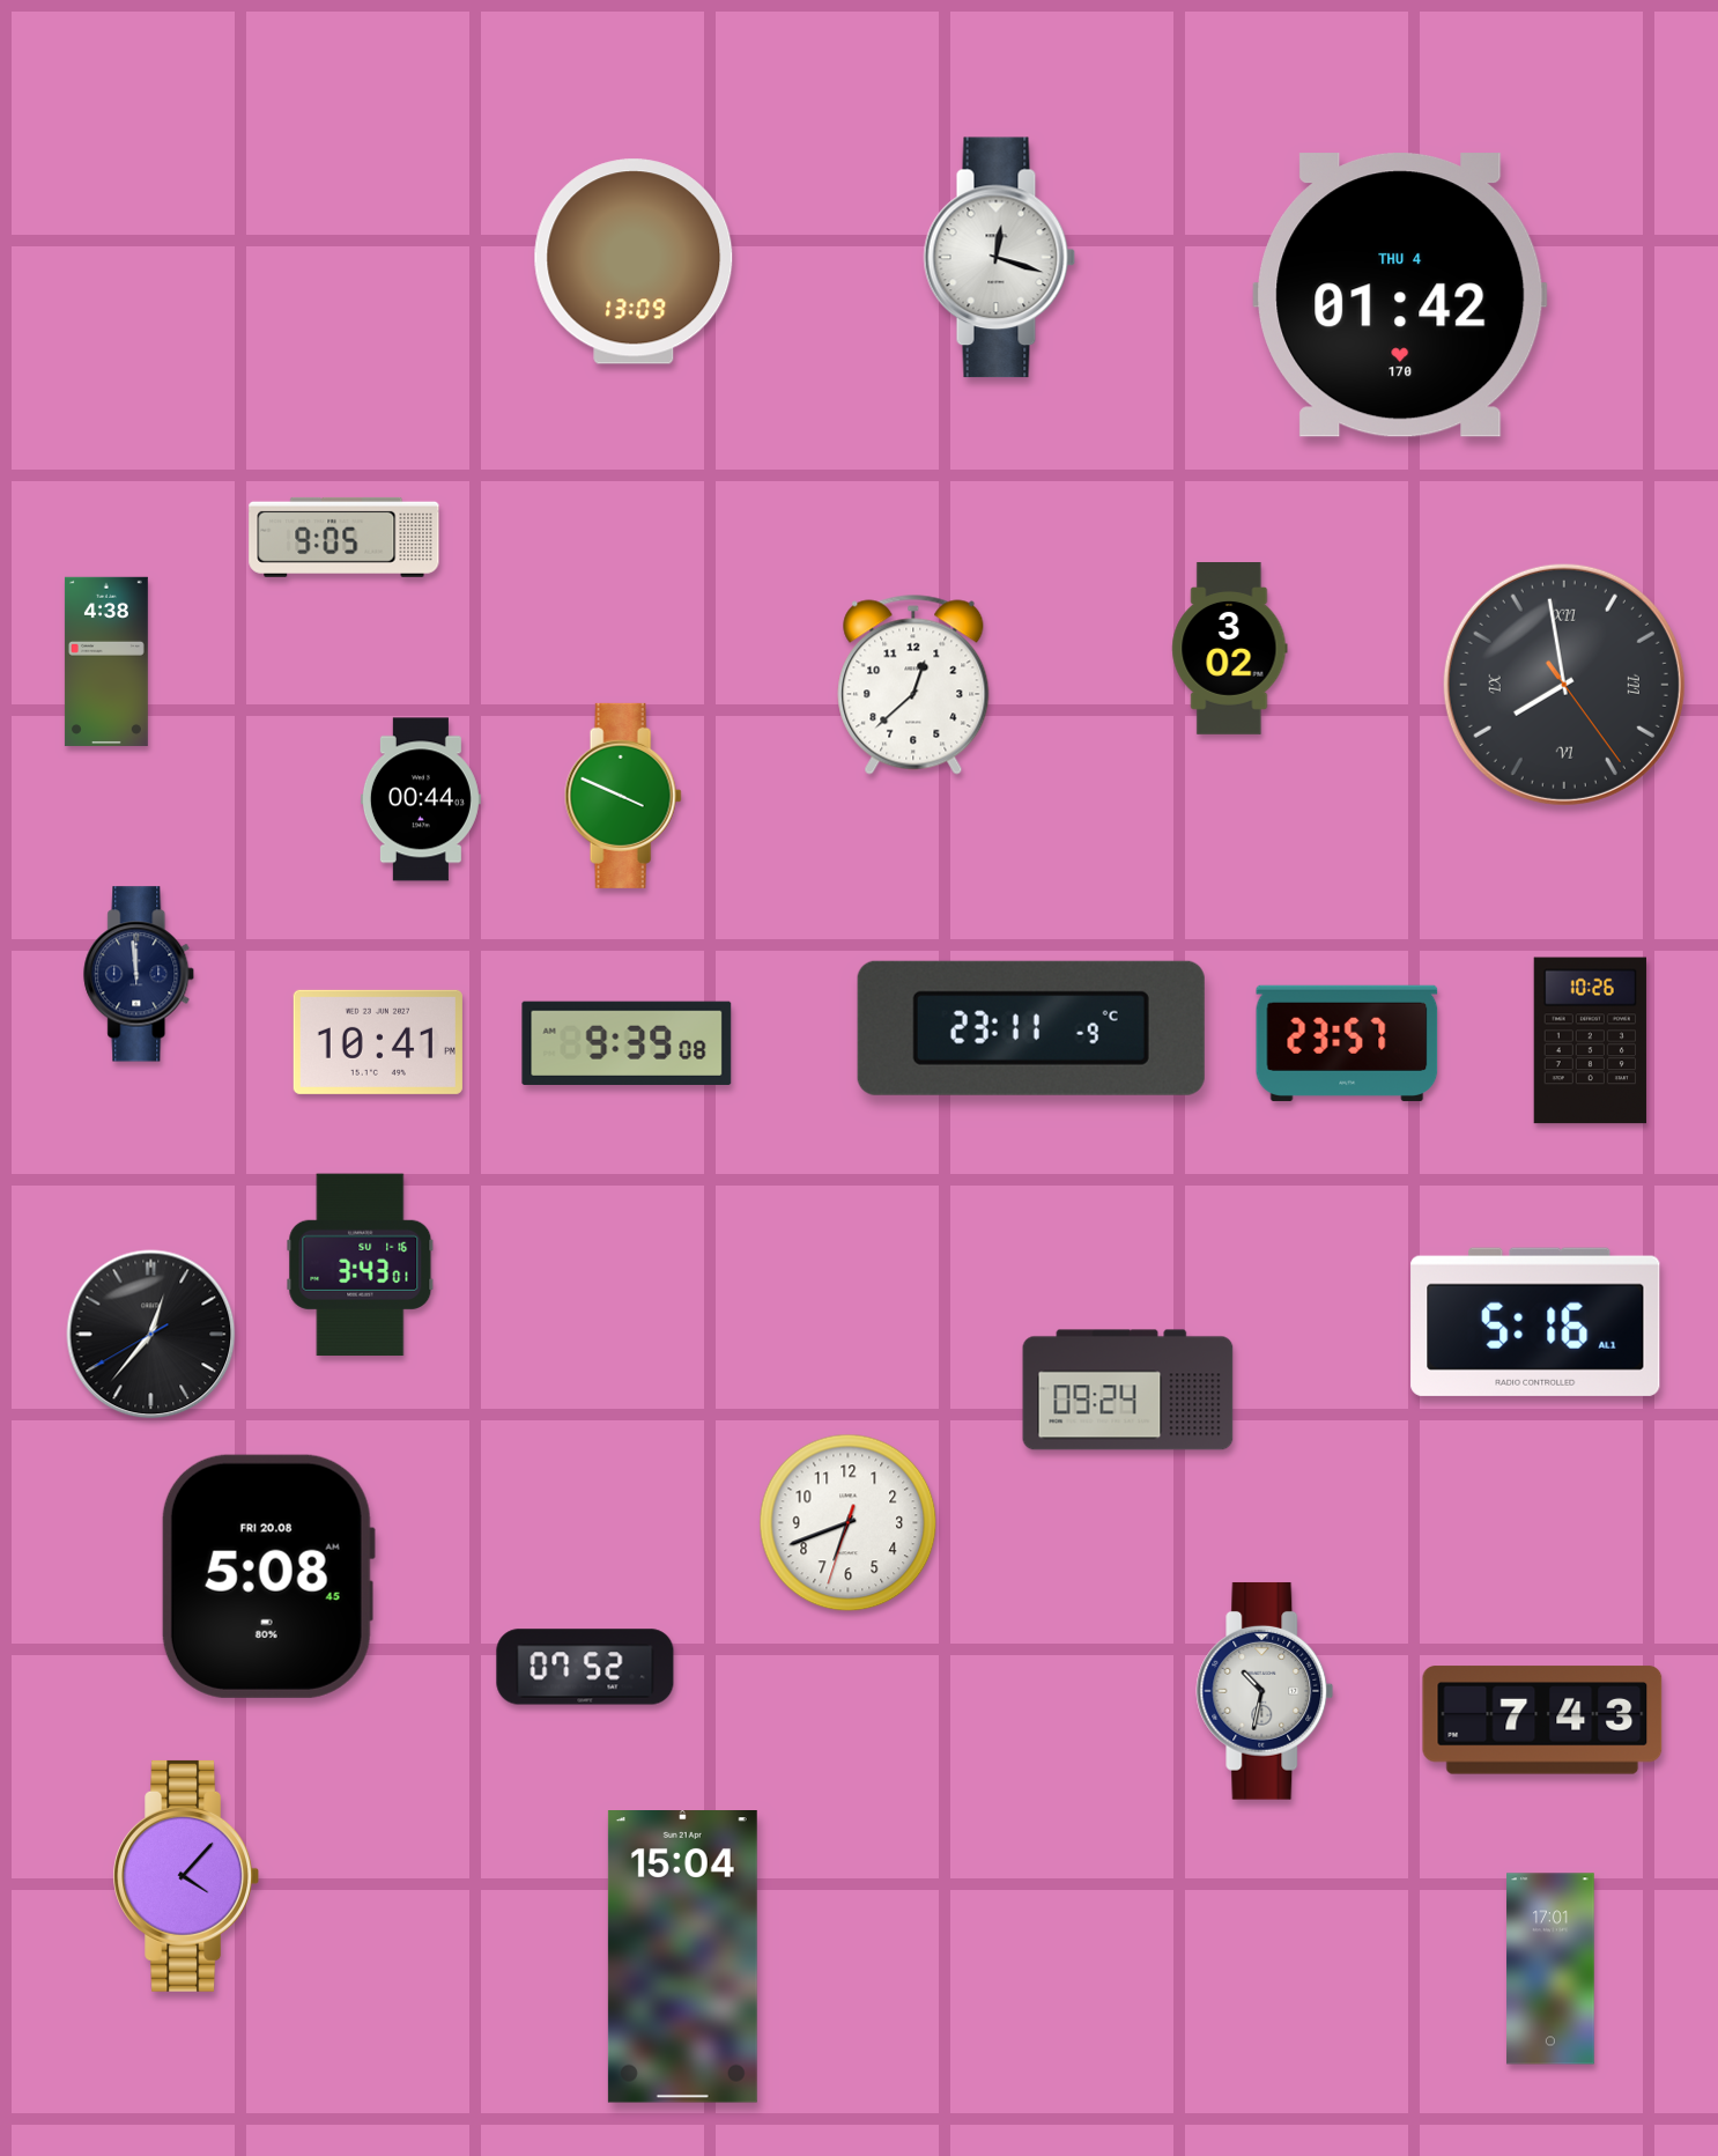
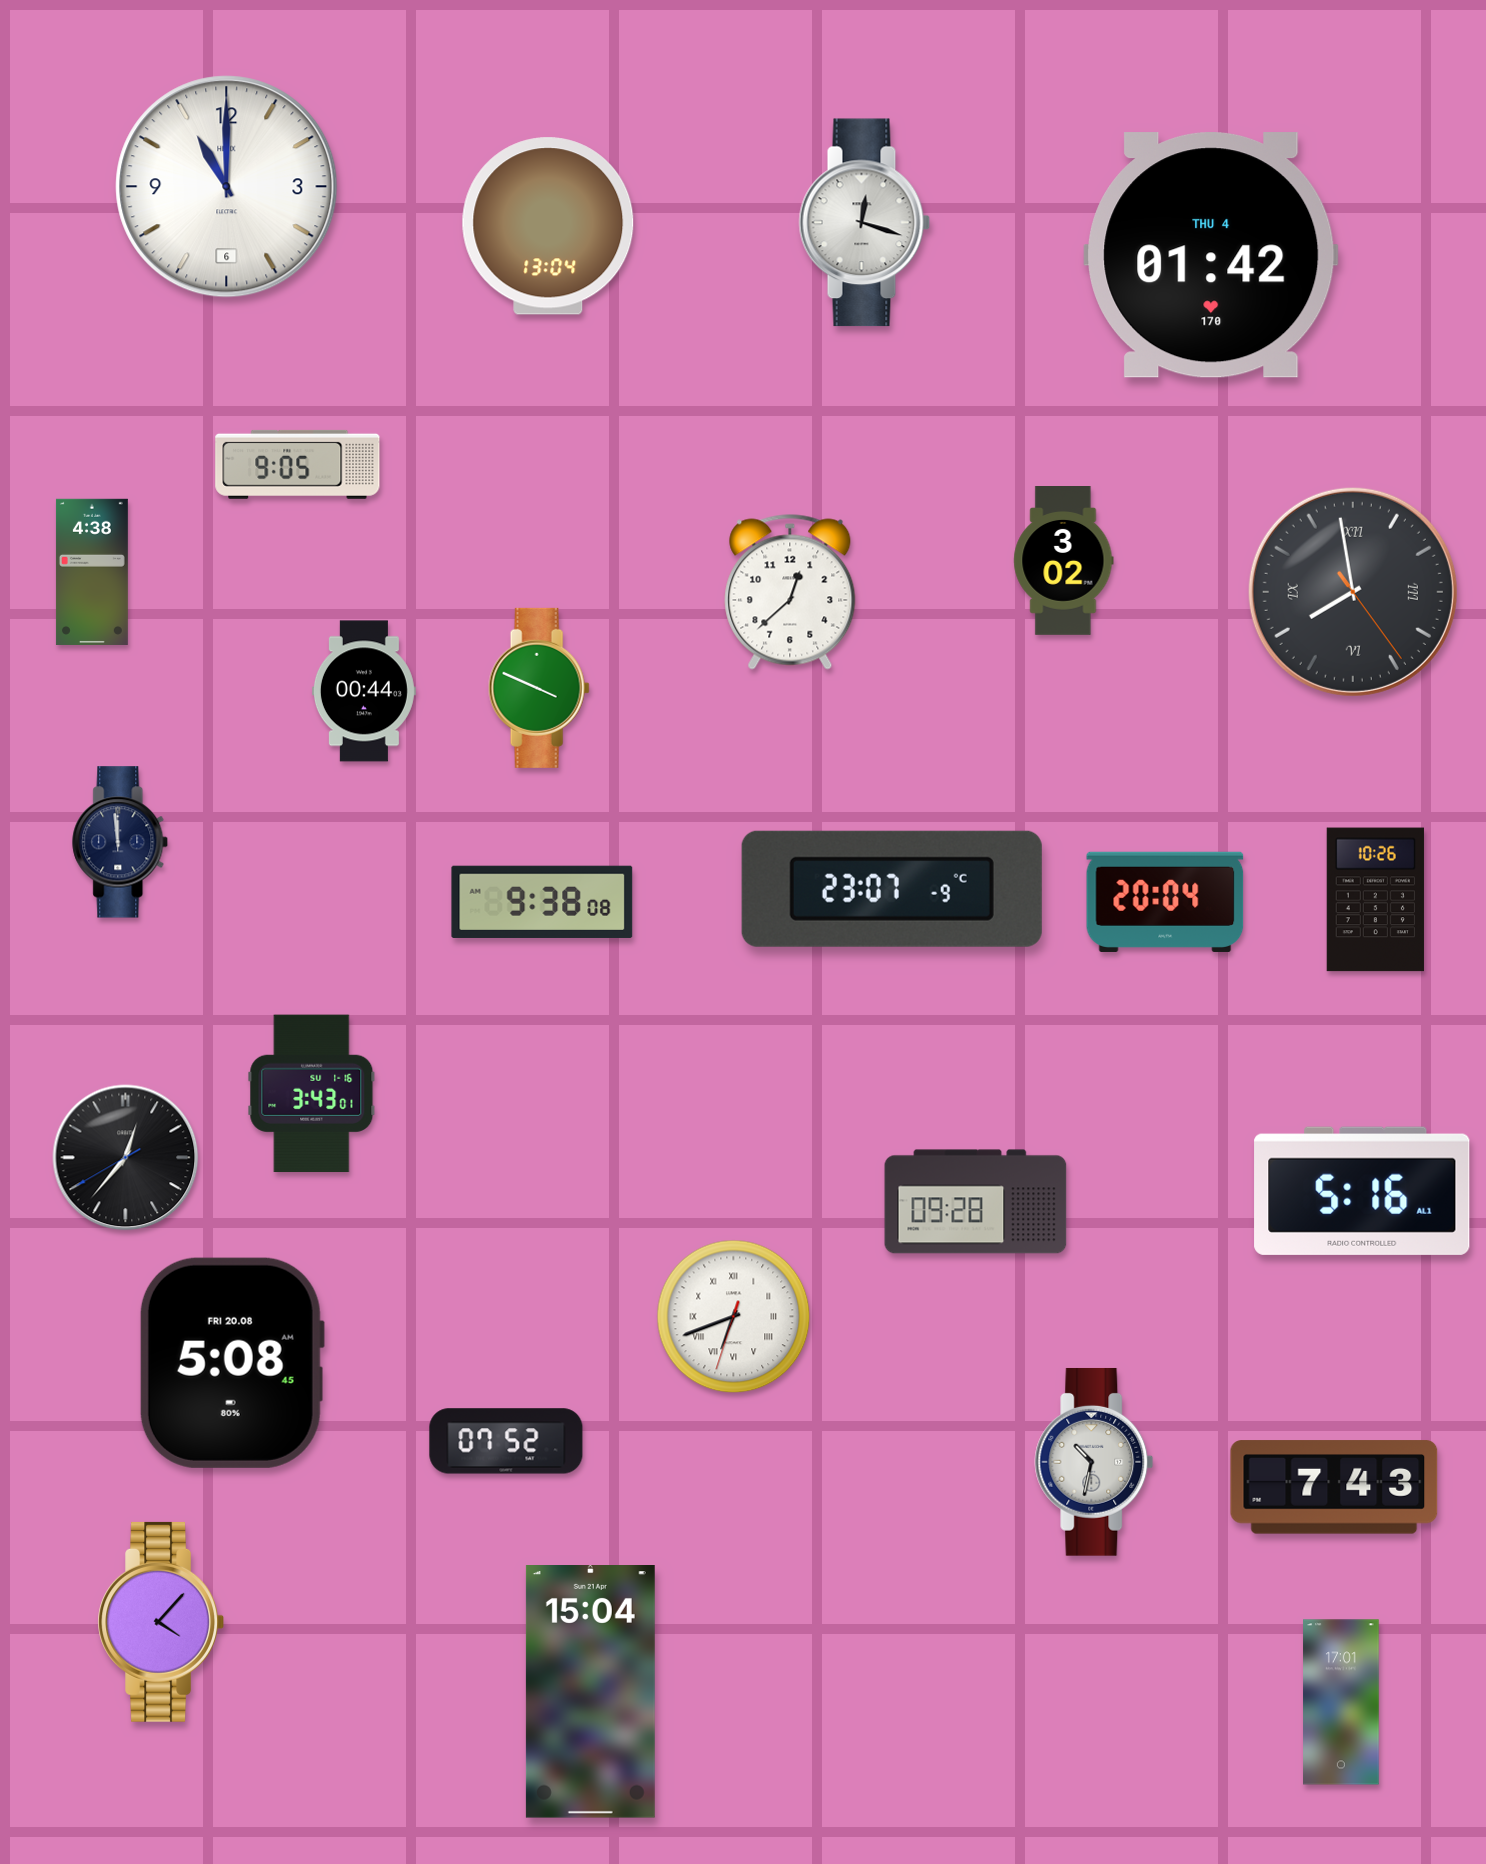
clock at (227, 187): none -> 11:00
clock at (634, 261): 13:09 -> 13:04
clock at (1031, 1028): 23:11 -> 23:07
clock at (378, 1042): 10:41 -> none
clock at (627, 1043): 9:39 -> 9:38
clock at (1347, 1043): 23:57 -> 20:04
clock at (1535, 1322) position: (1535, 1322) -> (1362, 1191)
clock at (151, 1335) position: (151, 1335) -> (126, 1158)
clock at (1128, 1390): 09:24 -> 09:28
clock at (849, 1523) numerals: Arabic -> Roman
